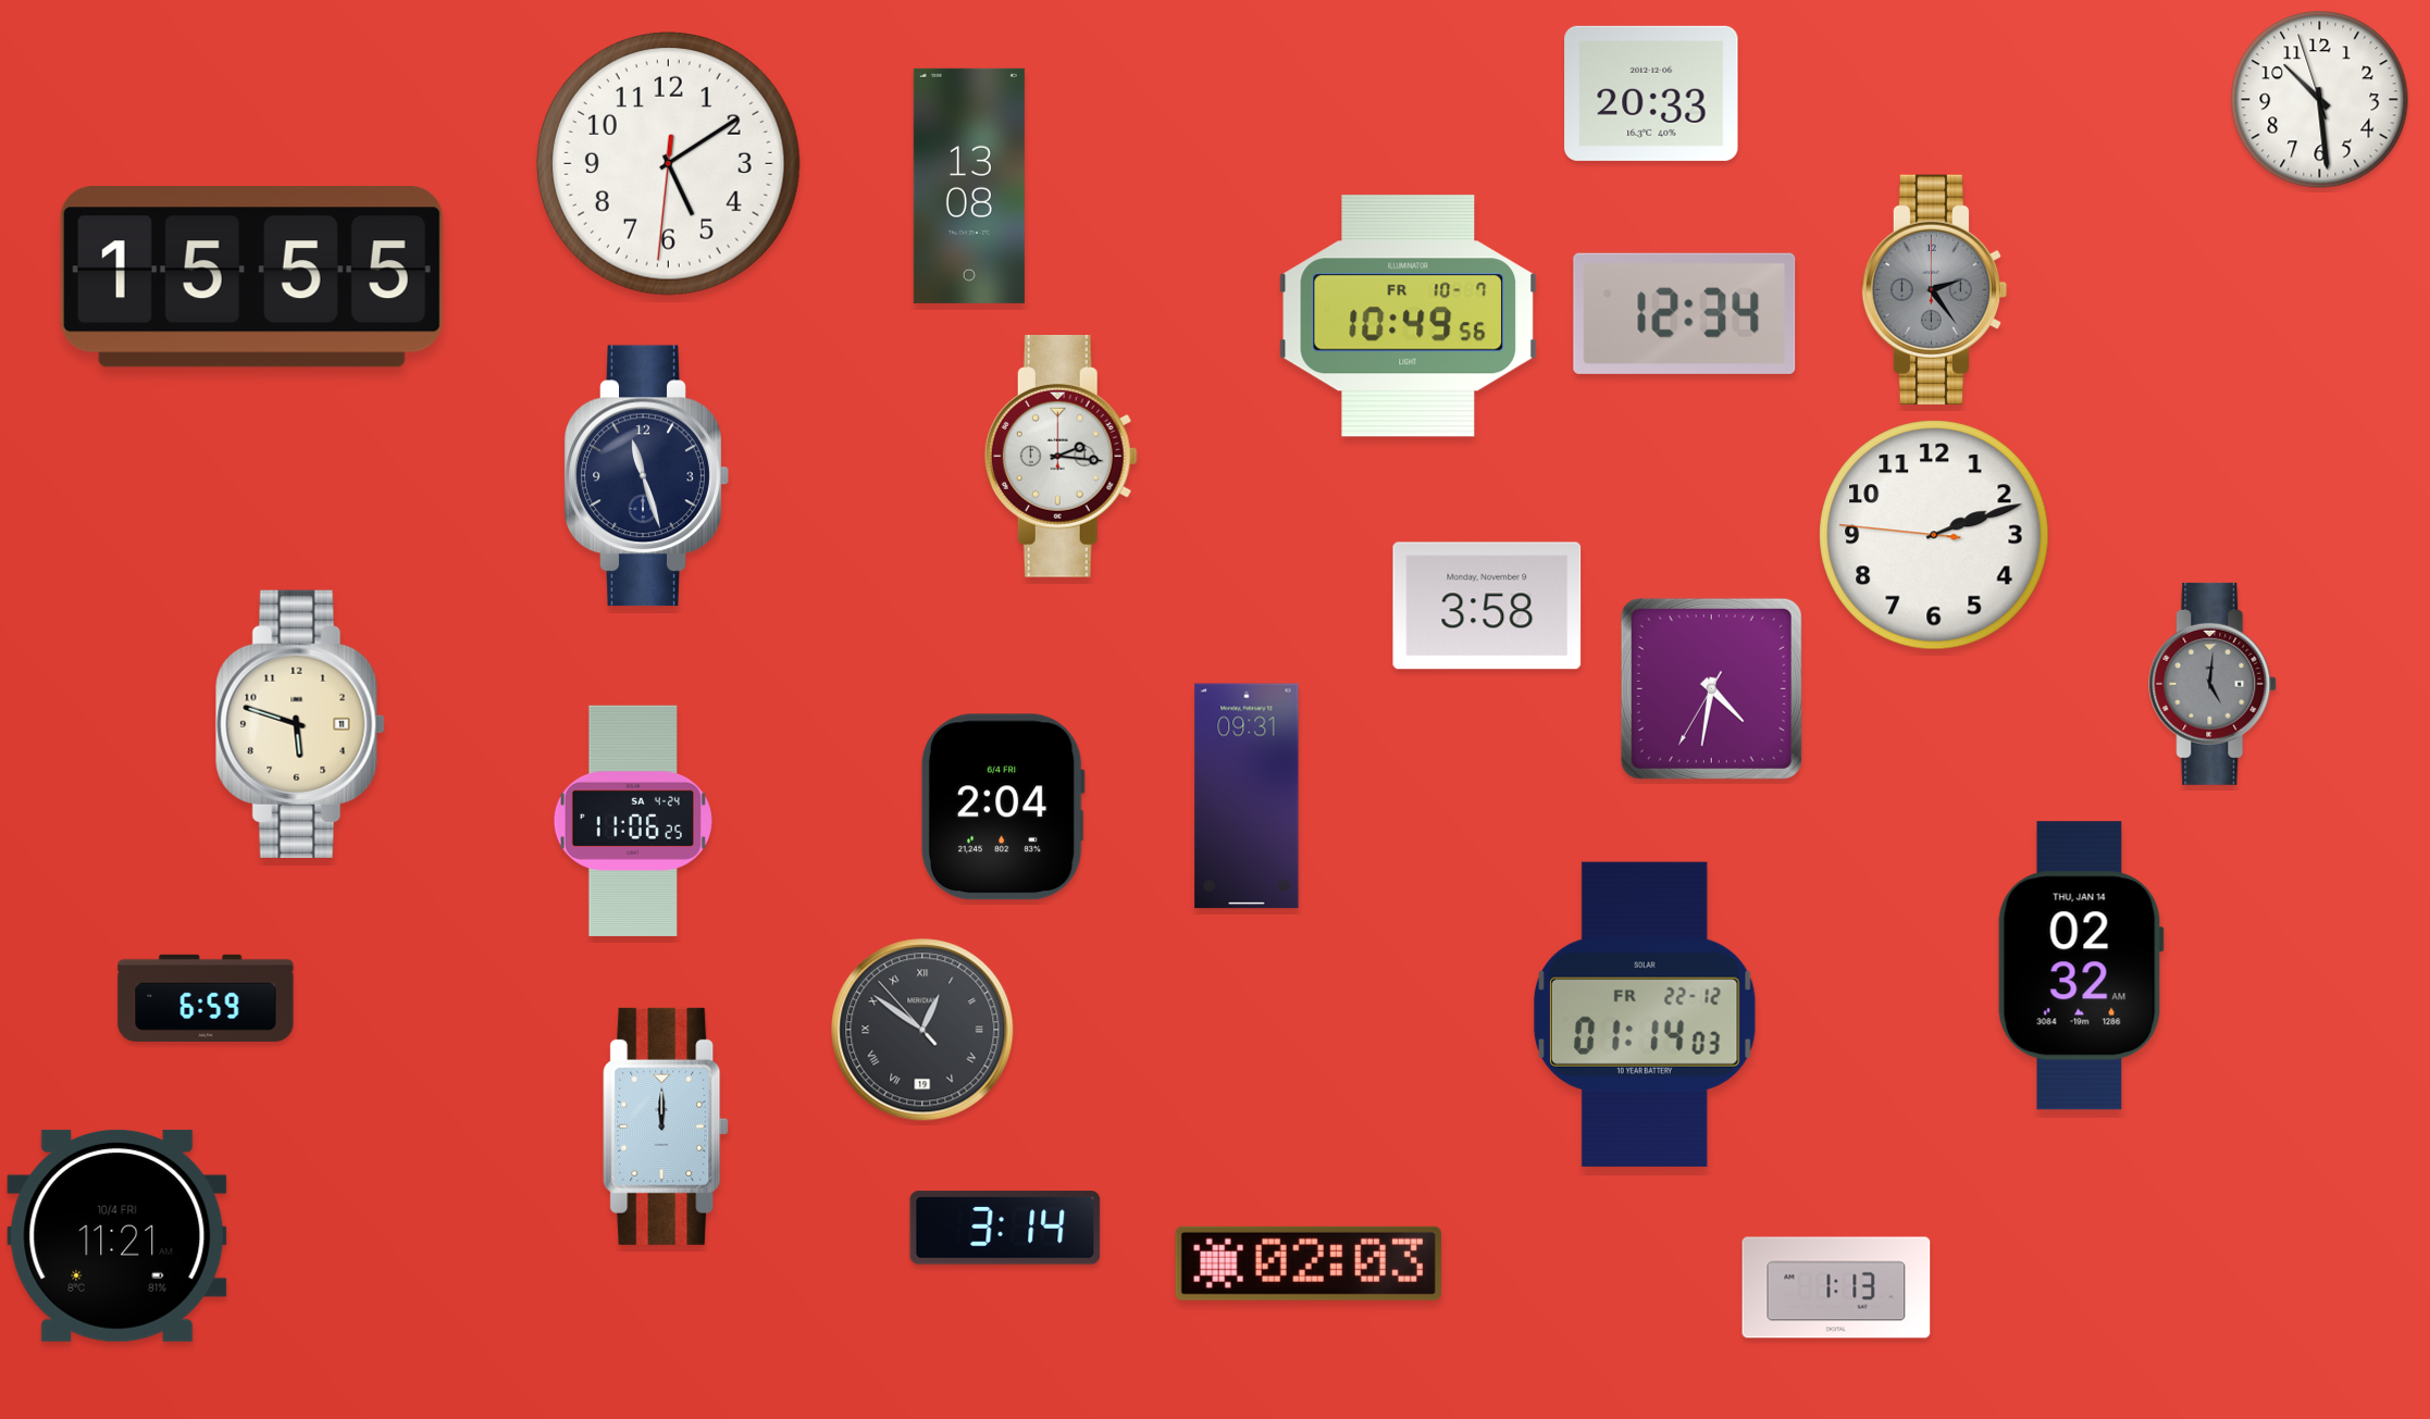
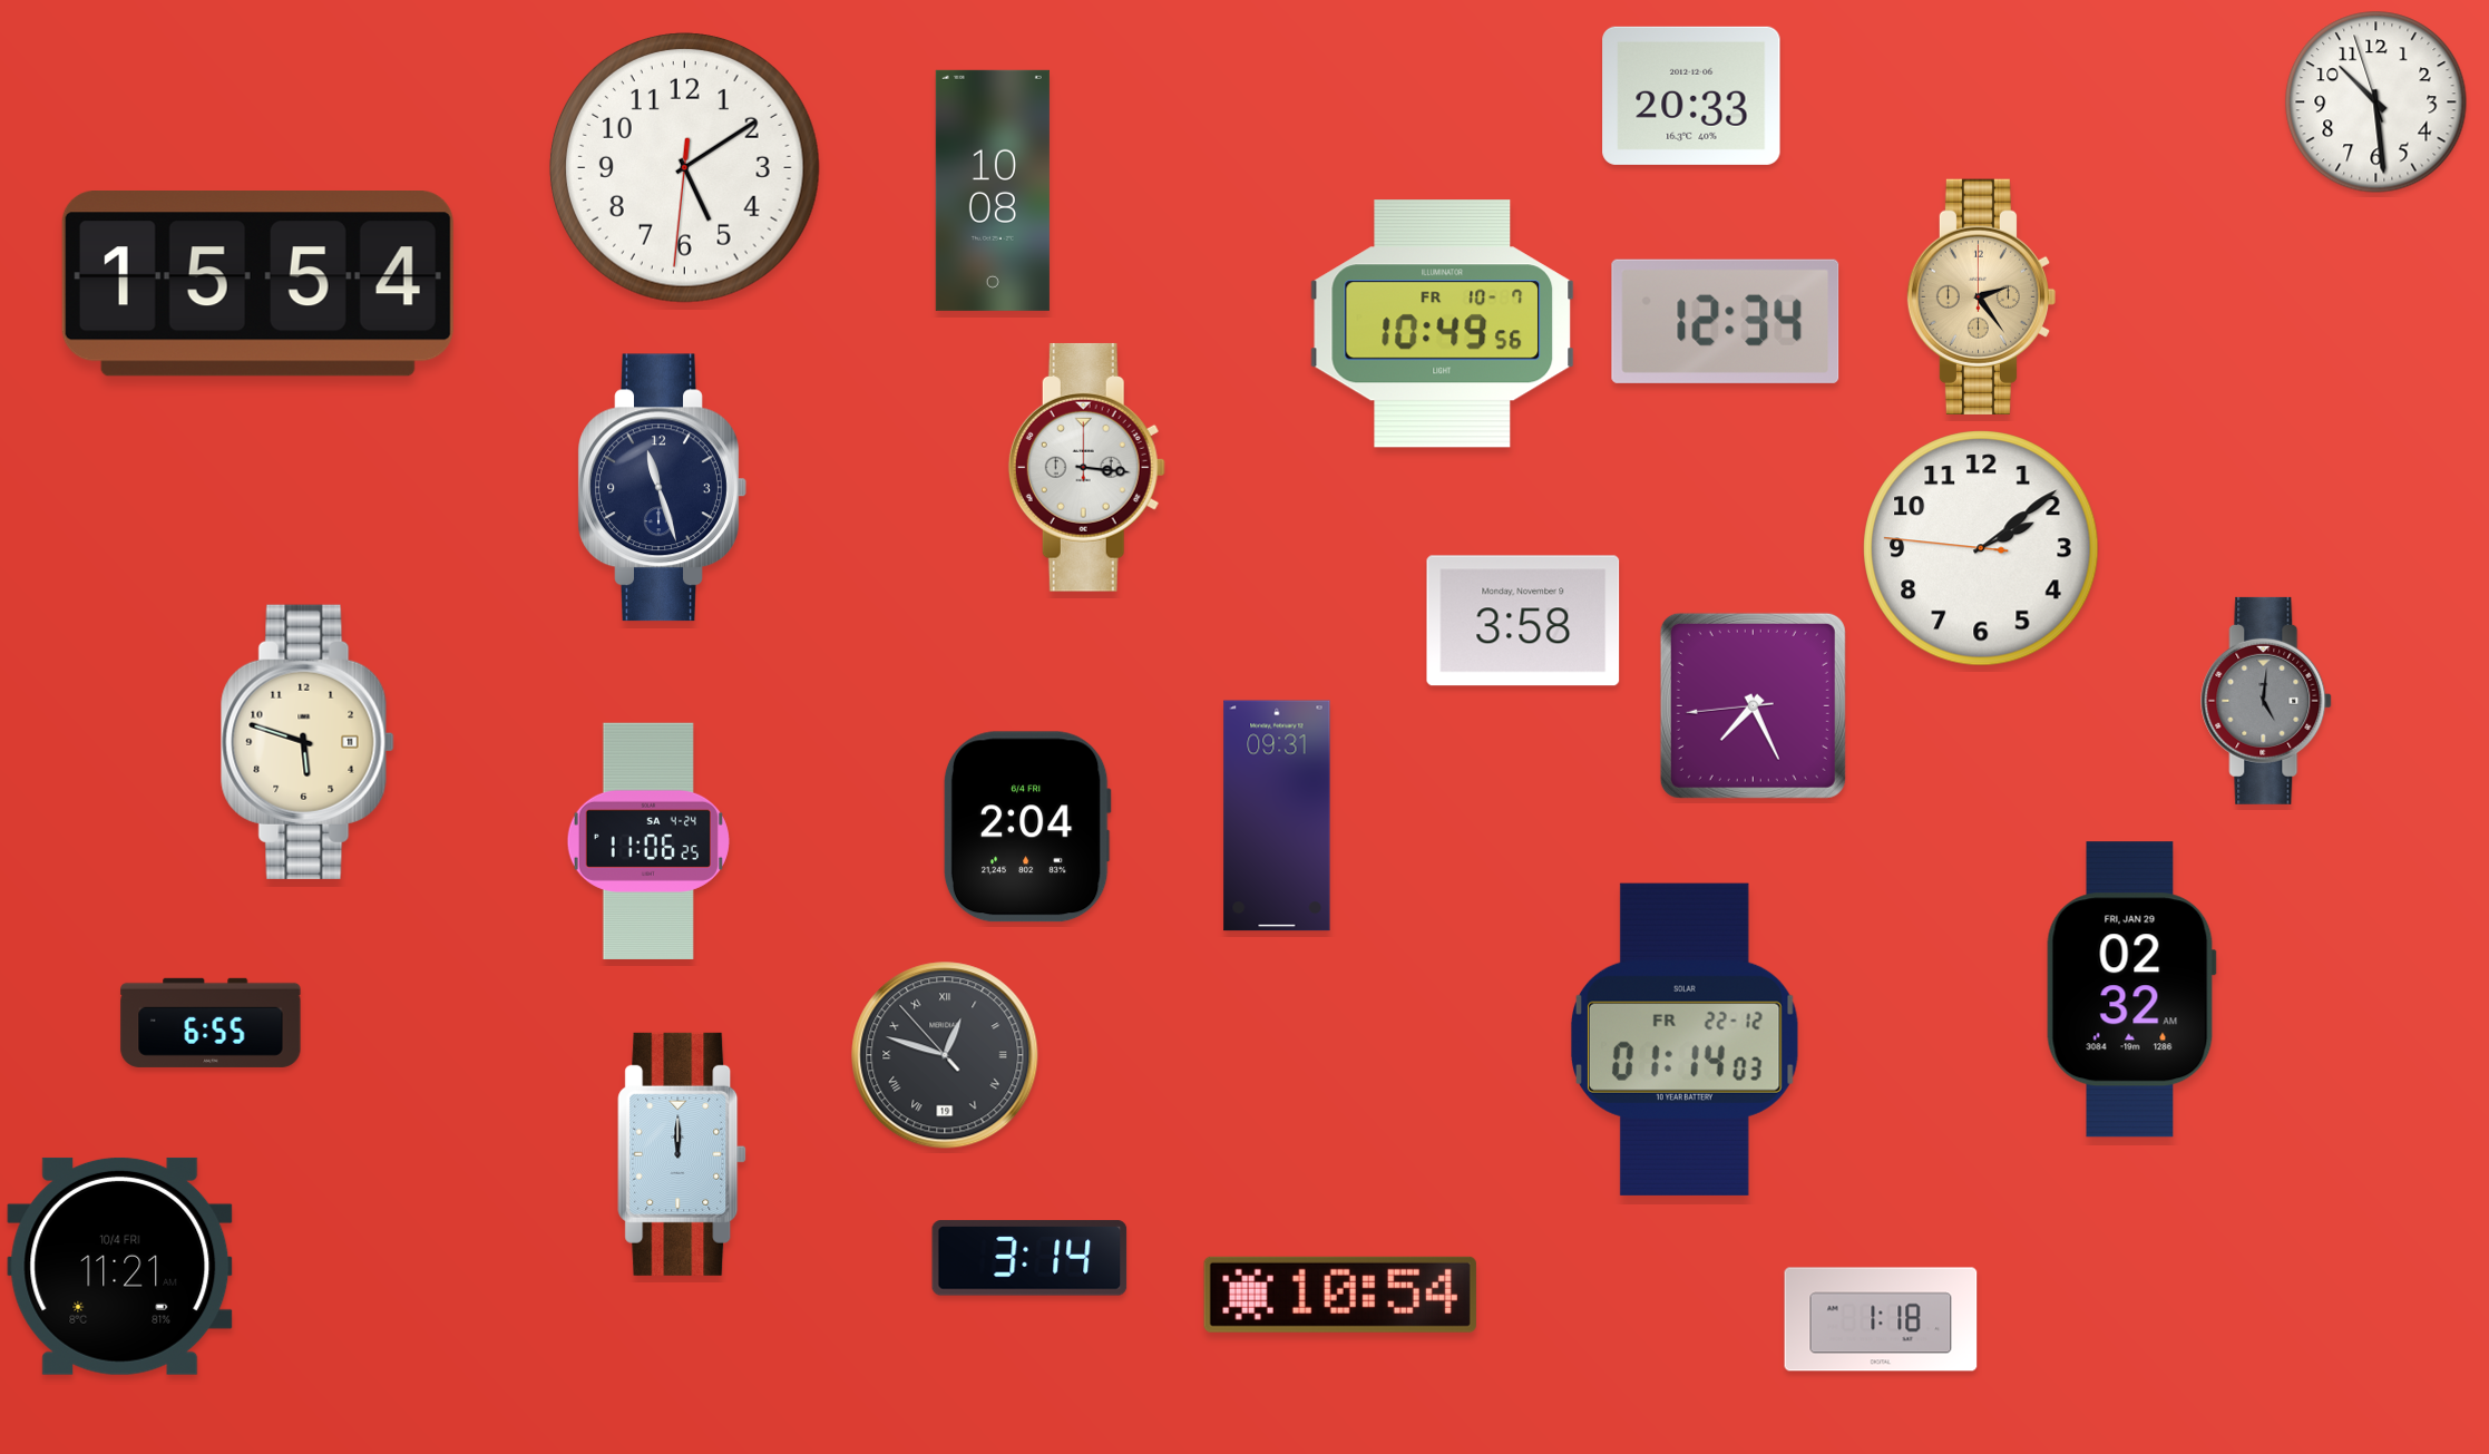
clock at (969, 186): 13:08 -> 10:08
clock at (251, 277): 15:55 -> 15:54
clock at (1935, 289) dial: grey -> champagne
clock at (1061, 456): 2:16 -> 3:16
clock at (1934, 535): 2:11 -> 2:08
clock at (1711, 688): 4:31 -> 7:25
clock at (2081, 966) date: THU, JAN 14 -> FRI, JAN 29
clock at (206, 998): 6:59 -> 6:55
clock at (922, 1030): 12:50 -> 12:47
clock at (1309, 1264): 02:03 -> 10:54
clock at (1836, 1287): 1:13 -> 1:18
